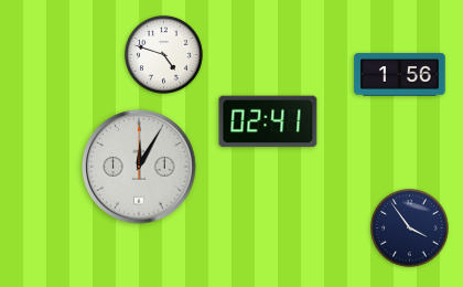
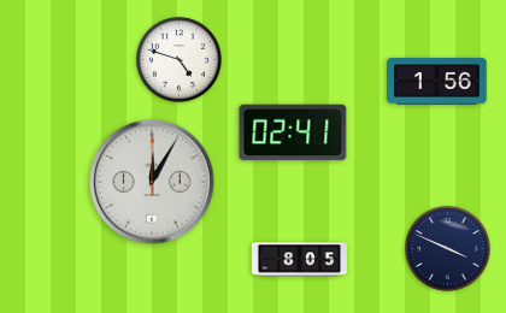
clock at (410, 228): 3:54 -> 3:49
clock at (299, 260): none -> 8:05
